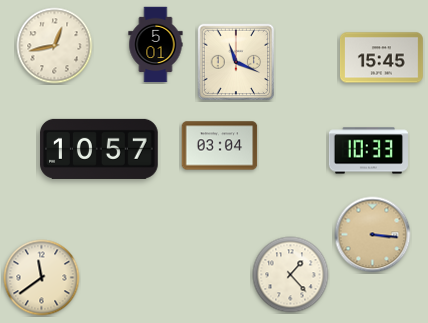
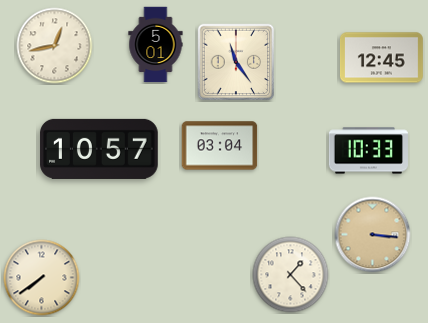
clock at (381, 58): 15:45 -> 12:45
clock at (236, 62): 11:19 -> 11:24
clock at (42, 278): 11:39 -> 7:39
